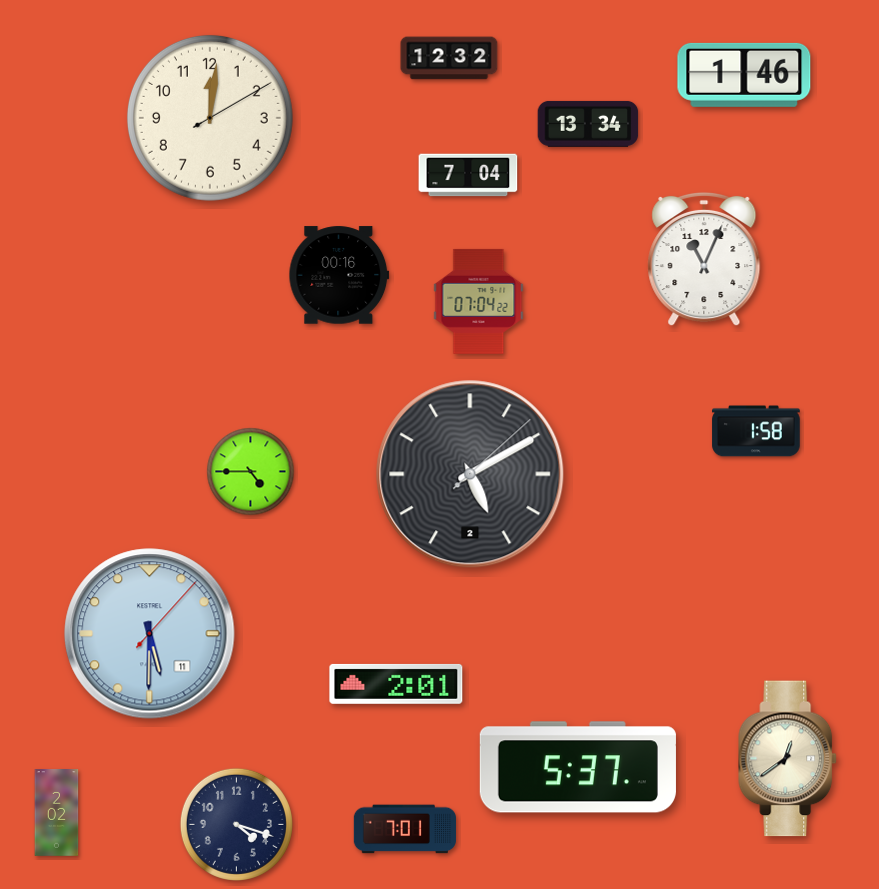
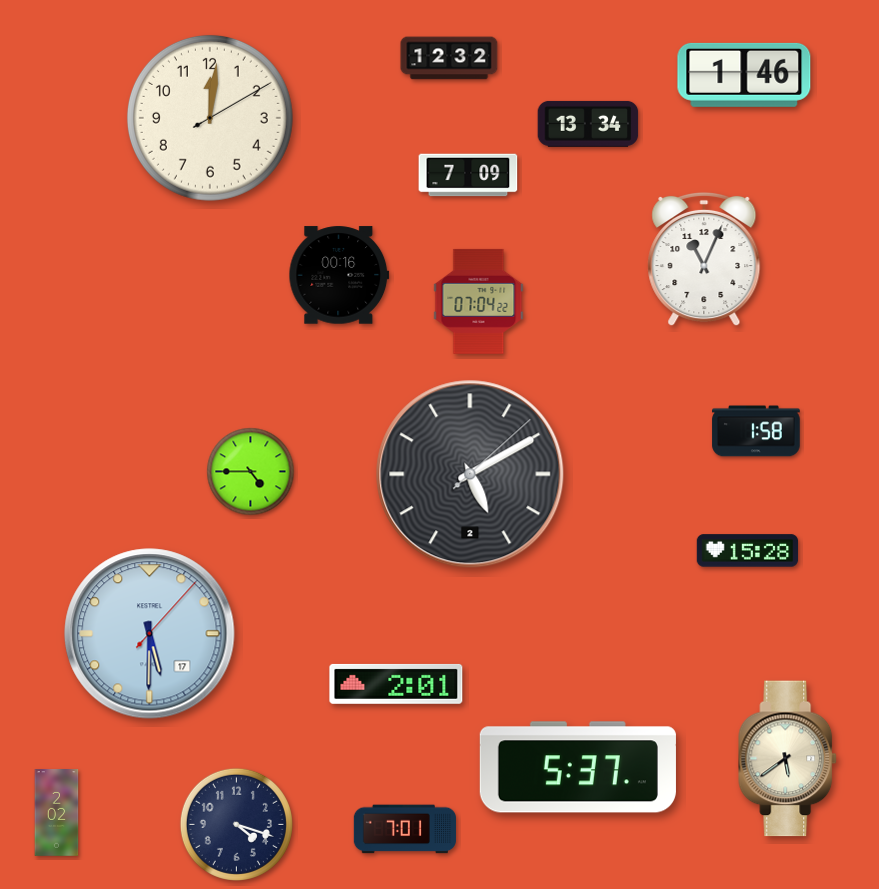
clock at (468, 175): 7:04 -> 7:09
clock at (748, 551): none -> 15:28
clock at (150, 634) date: 11 -> 17
clock at (788, 759): 12:39 -> 5:39
